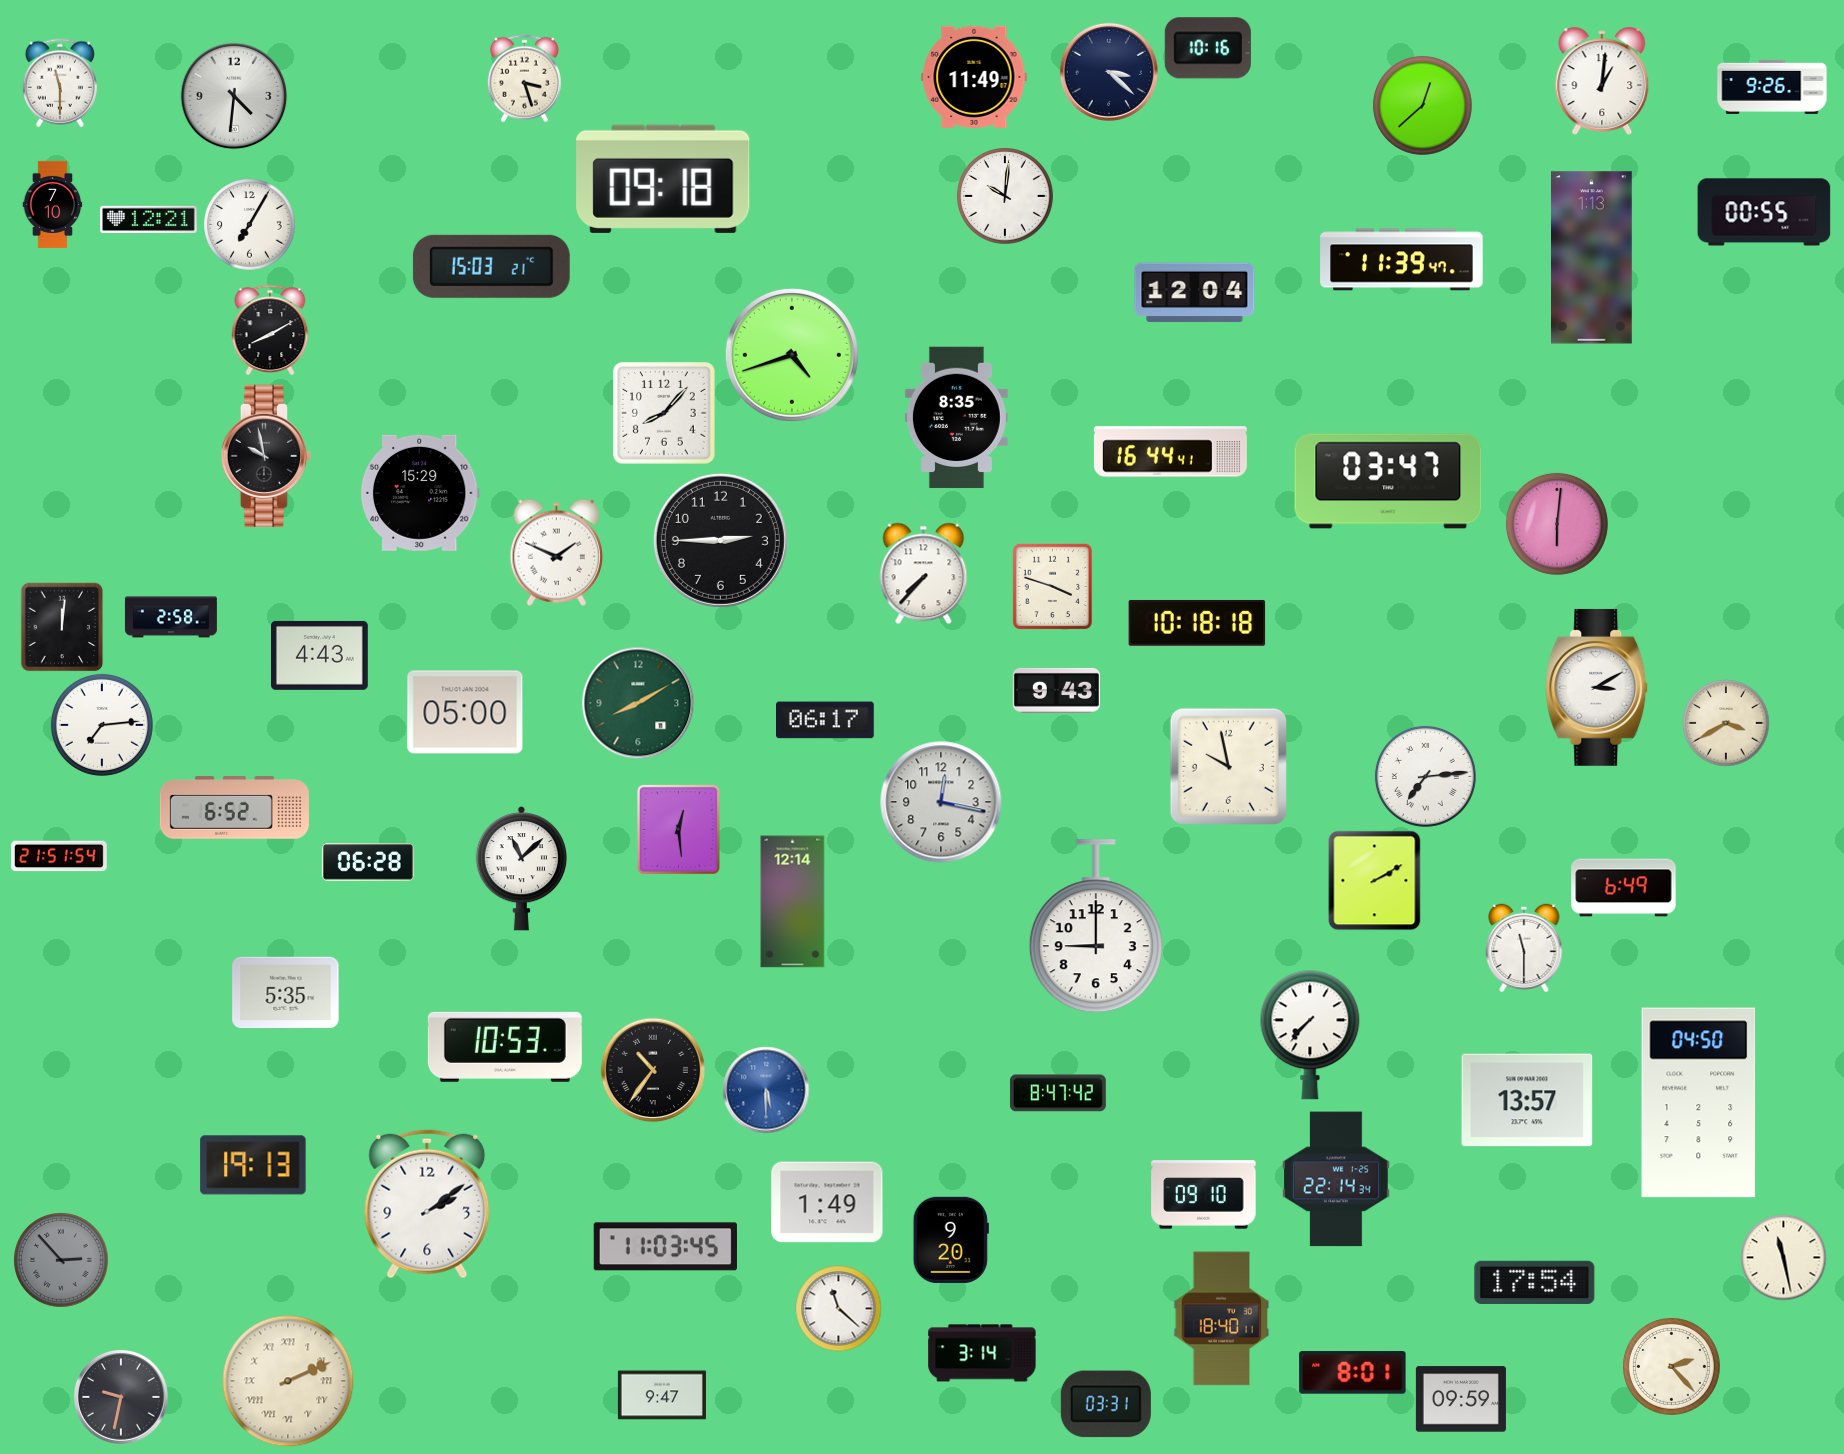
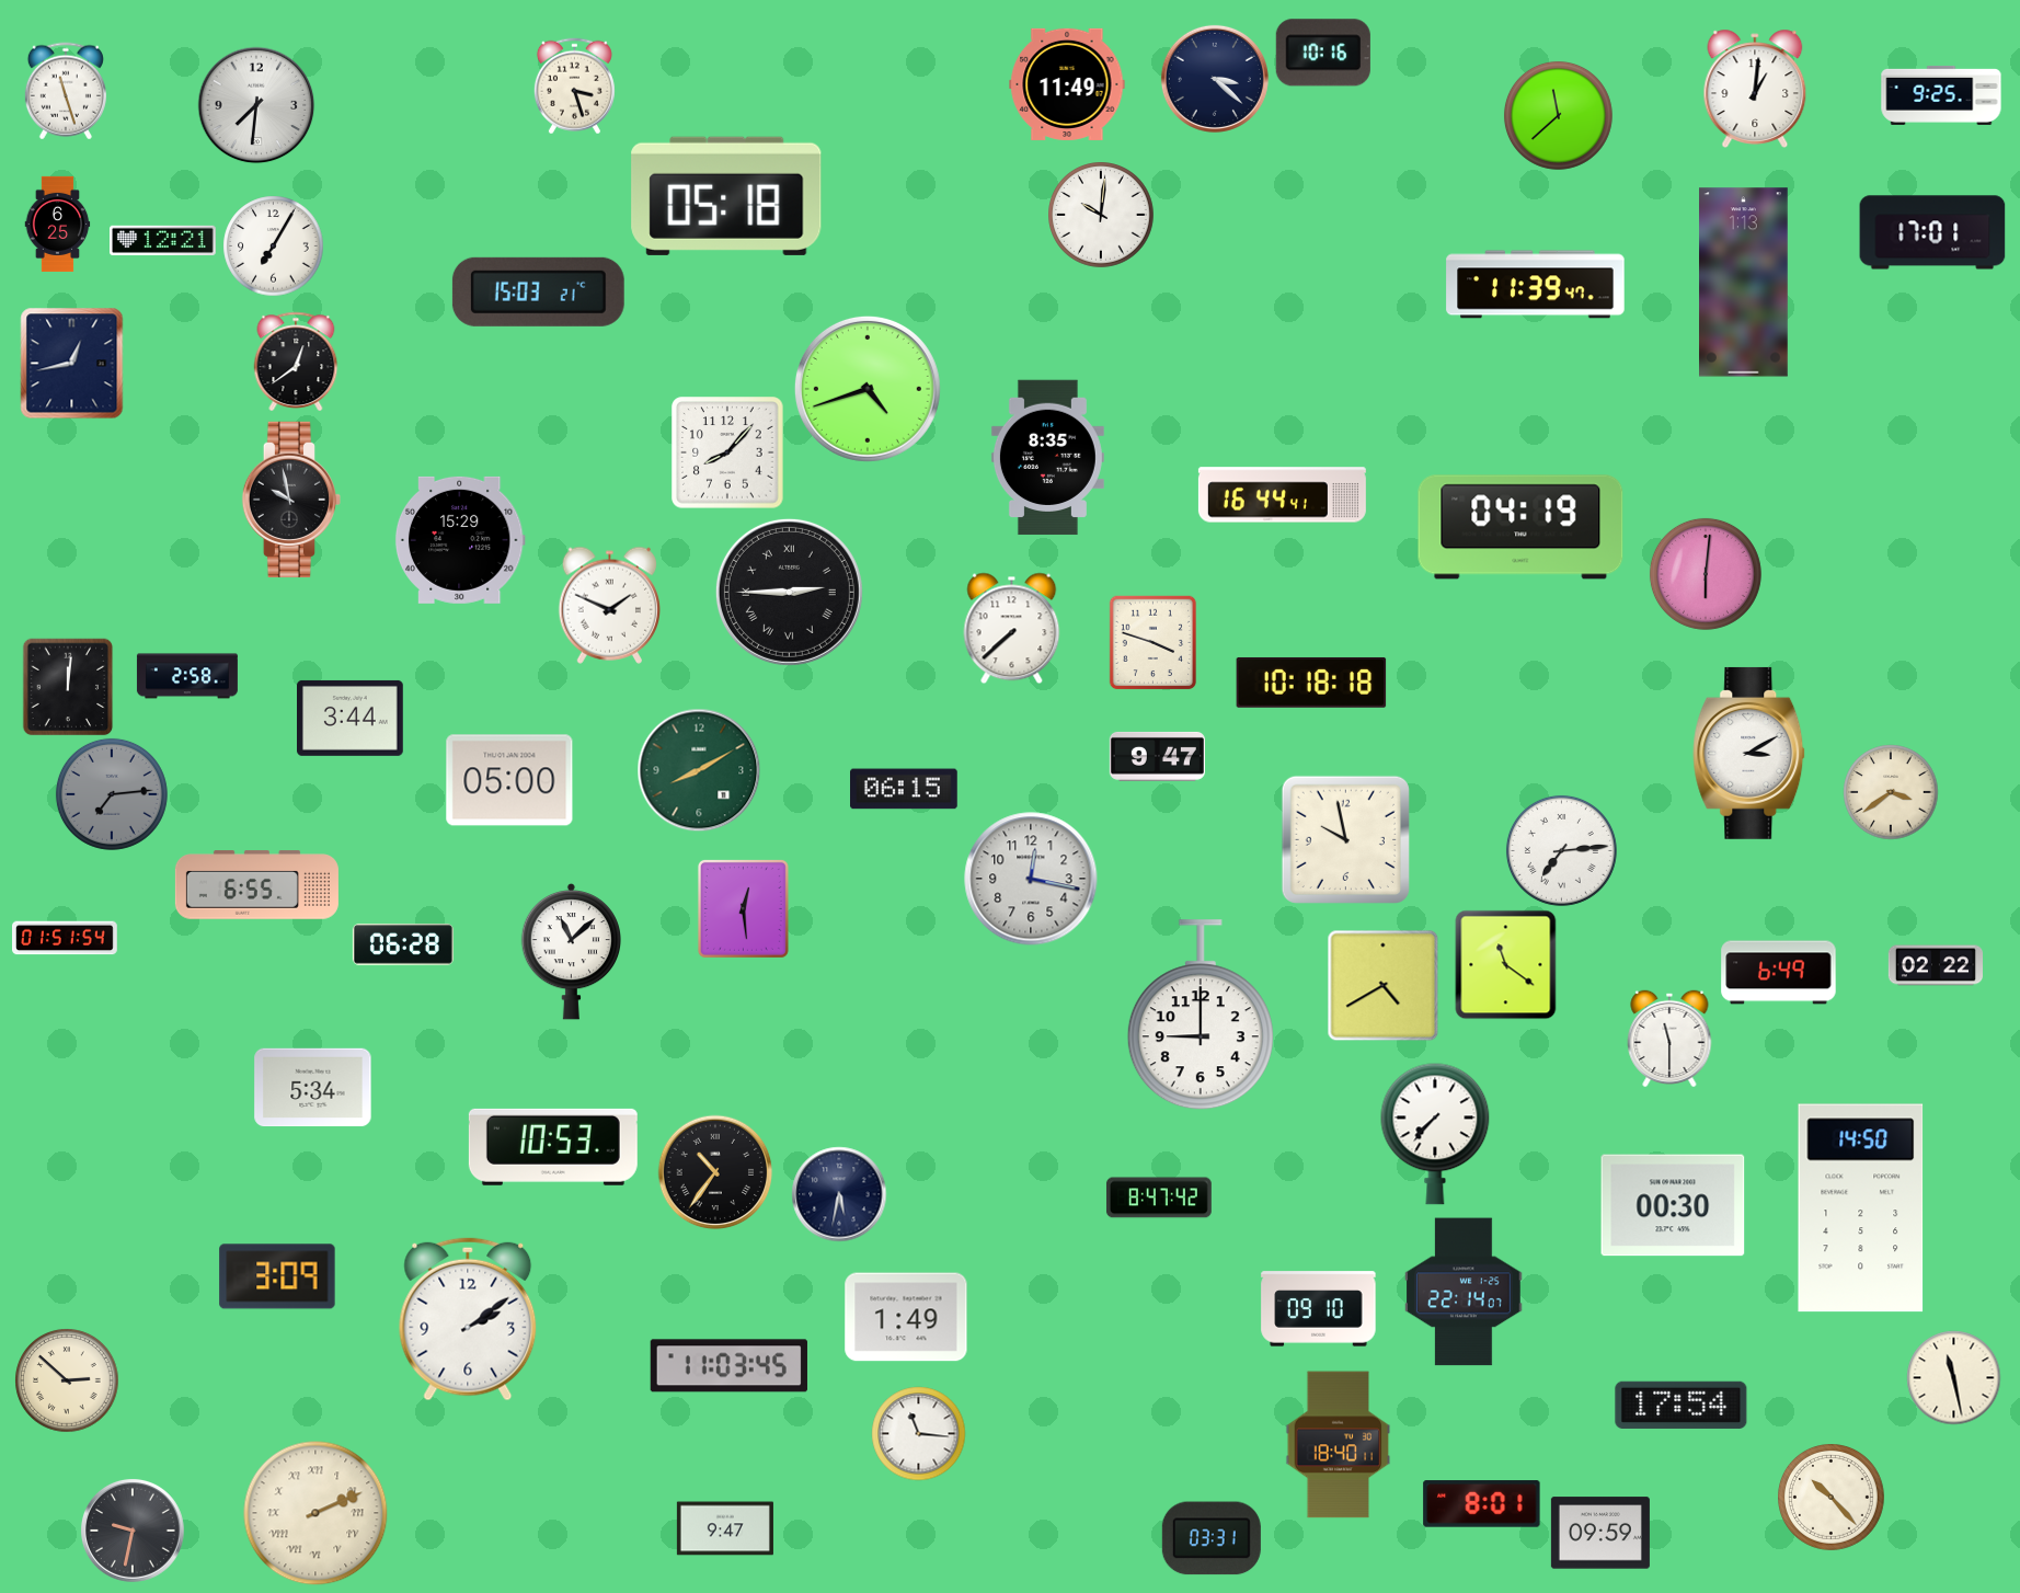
clock at (60, 83): 11:30 -> 11:27
clock at (1772, 87): 9:26 -> 9:25
clock at (234, 96): 4:31 -> 7:31
clock at (1422, 105): 12:38 -> 11:38
clock at (663, 179): 09:18 -> 05:18
clock at (53, 204): 7:10 -> 6:25
clock at (1764, 212): 00:55 -> 17:01
clock at (1195, 293): 12:04 -> none
clock at (270, 329): 8:10 -> 12:39
clock at (72, 363): none -> 12:43
clock at (1388, 481): 03:47 -> 04:19
clock at (720, 540) numerals: Arabic -> Roman
clock at (924, 573): 7:37 -> 7:38
clock at (320, 655): 4:43 -> 3:44
clock at (1056, 690): 9:43 -> 9:47
clock at (826, 720): 06:17 -> 06:15
clock at (1726, 723): 3:40 -> 3:39
clock at (102, 725) dial: white -> grey
clock at (234, 808): 6:52 -> 6:55
clock at (60, 856): 21:51 -> 01:51
clock at (1375, 880): 2:10 -> 11:21
clock at (1935, 965): none -> 02:22
clock at (1382, 985): none -> 4:40
clock at (793, 902): 12:14 -> none
clock at (286, 993): 5:35 -> 5:34
clock at (766, 1090): 5:30 -> 5:32
clock at (766, 1090) dial: blue -> navy
clock at (1527, 1100): 13:57 -> 00:30
clock at (1699, 1103): 04:50 -> 14:50
clock at (253, 1165): 19:13 -> 3:09
clock at (1336, 1179): 22:14:34 -> 22:14:07
clock at (951, 1240): 9:20 -> none
clock at (61, 1260): 2:53 -> 2:52
clock at (61, 1260) dial: grey -> cream
clock at (838, 1308): 11:22 -> 11:16
clock at (982, 1353): 3:14 -> none
clock at (1672, 1367): 2:23 -> 10:23
